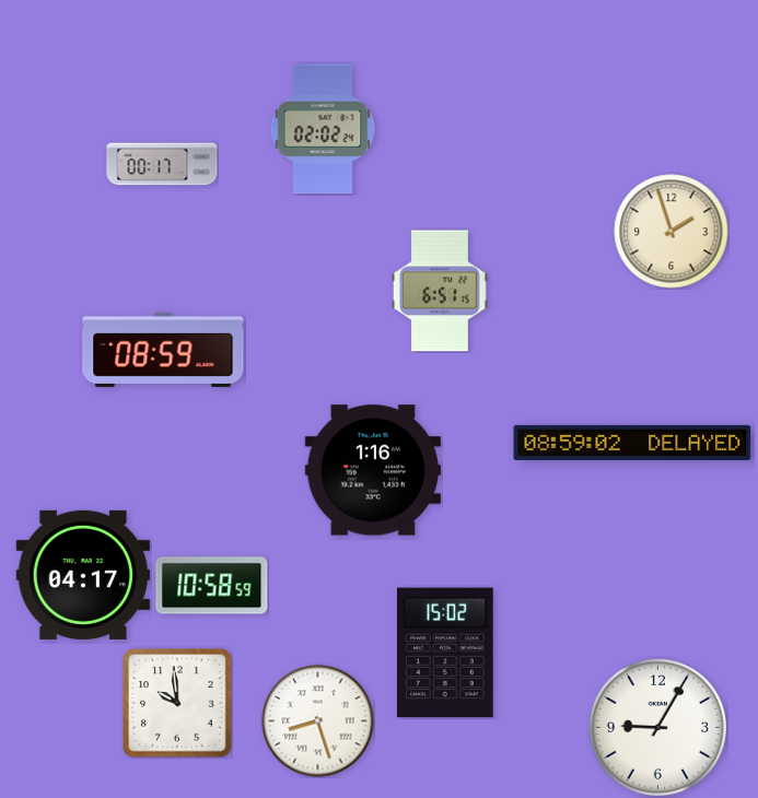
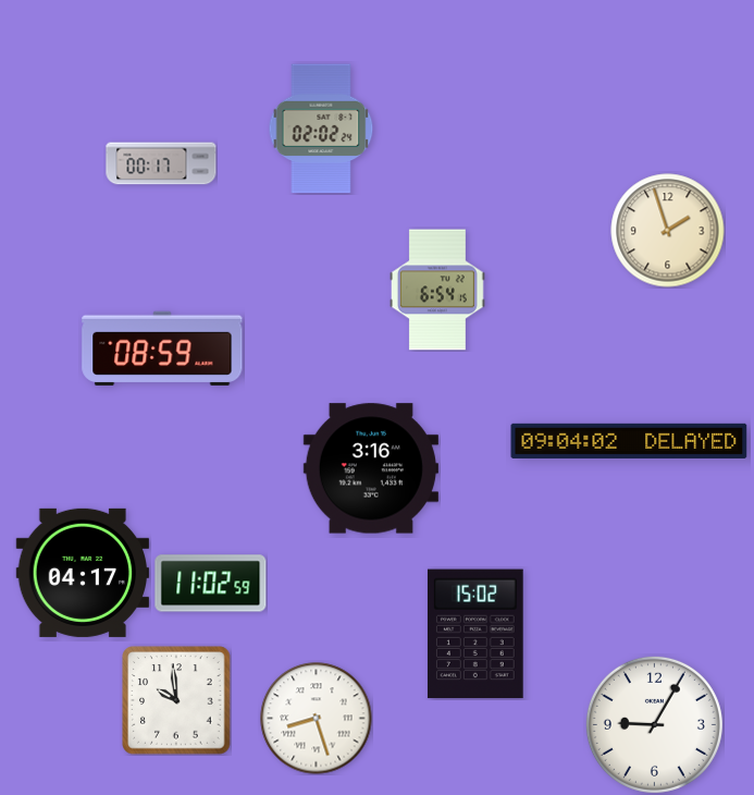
clock at (440, 291): 6:51 -> 6:54
clock at (632, 443): 08:59 -> 09:04
clock at (373, 470): 1:16 -> 3:16
clock at (212, 586): 10:58 -> 11:02
clock at (445, 653) position: (445, 653) -> (475, 634)
